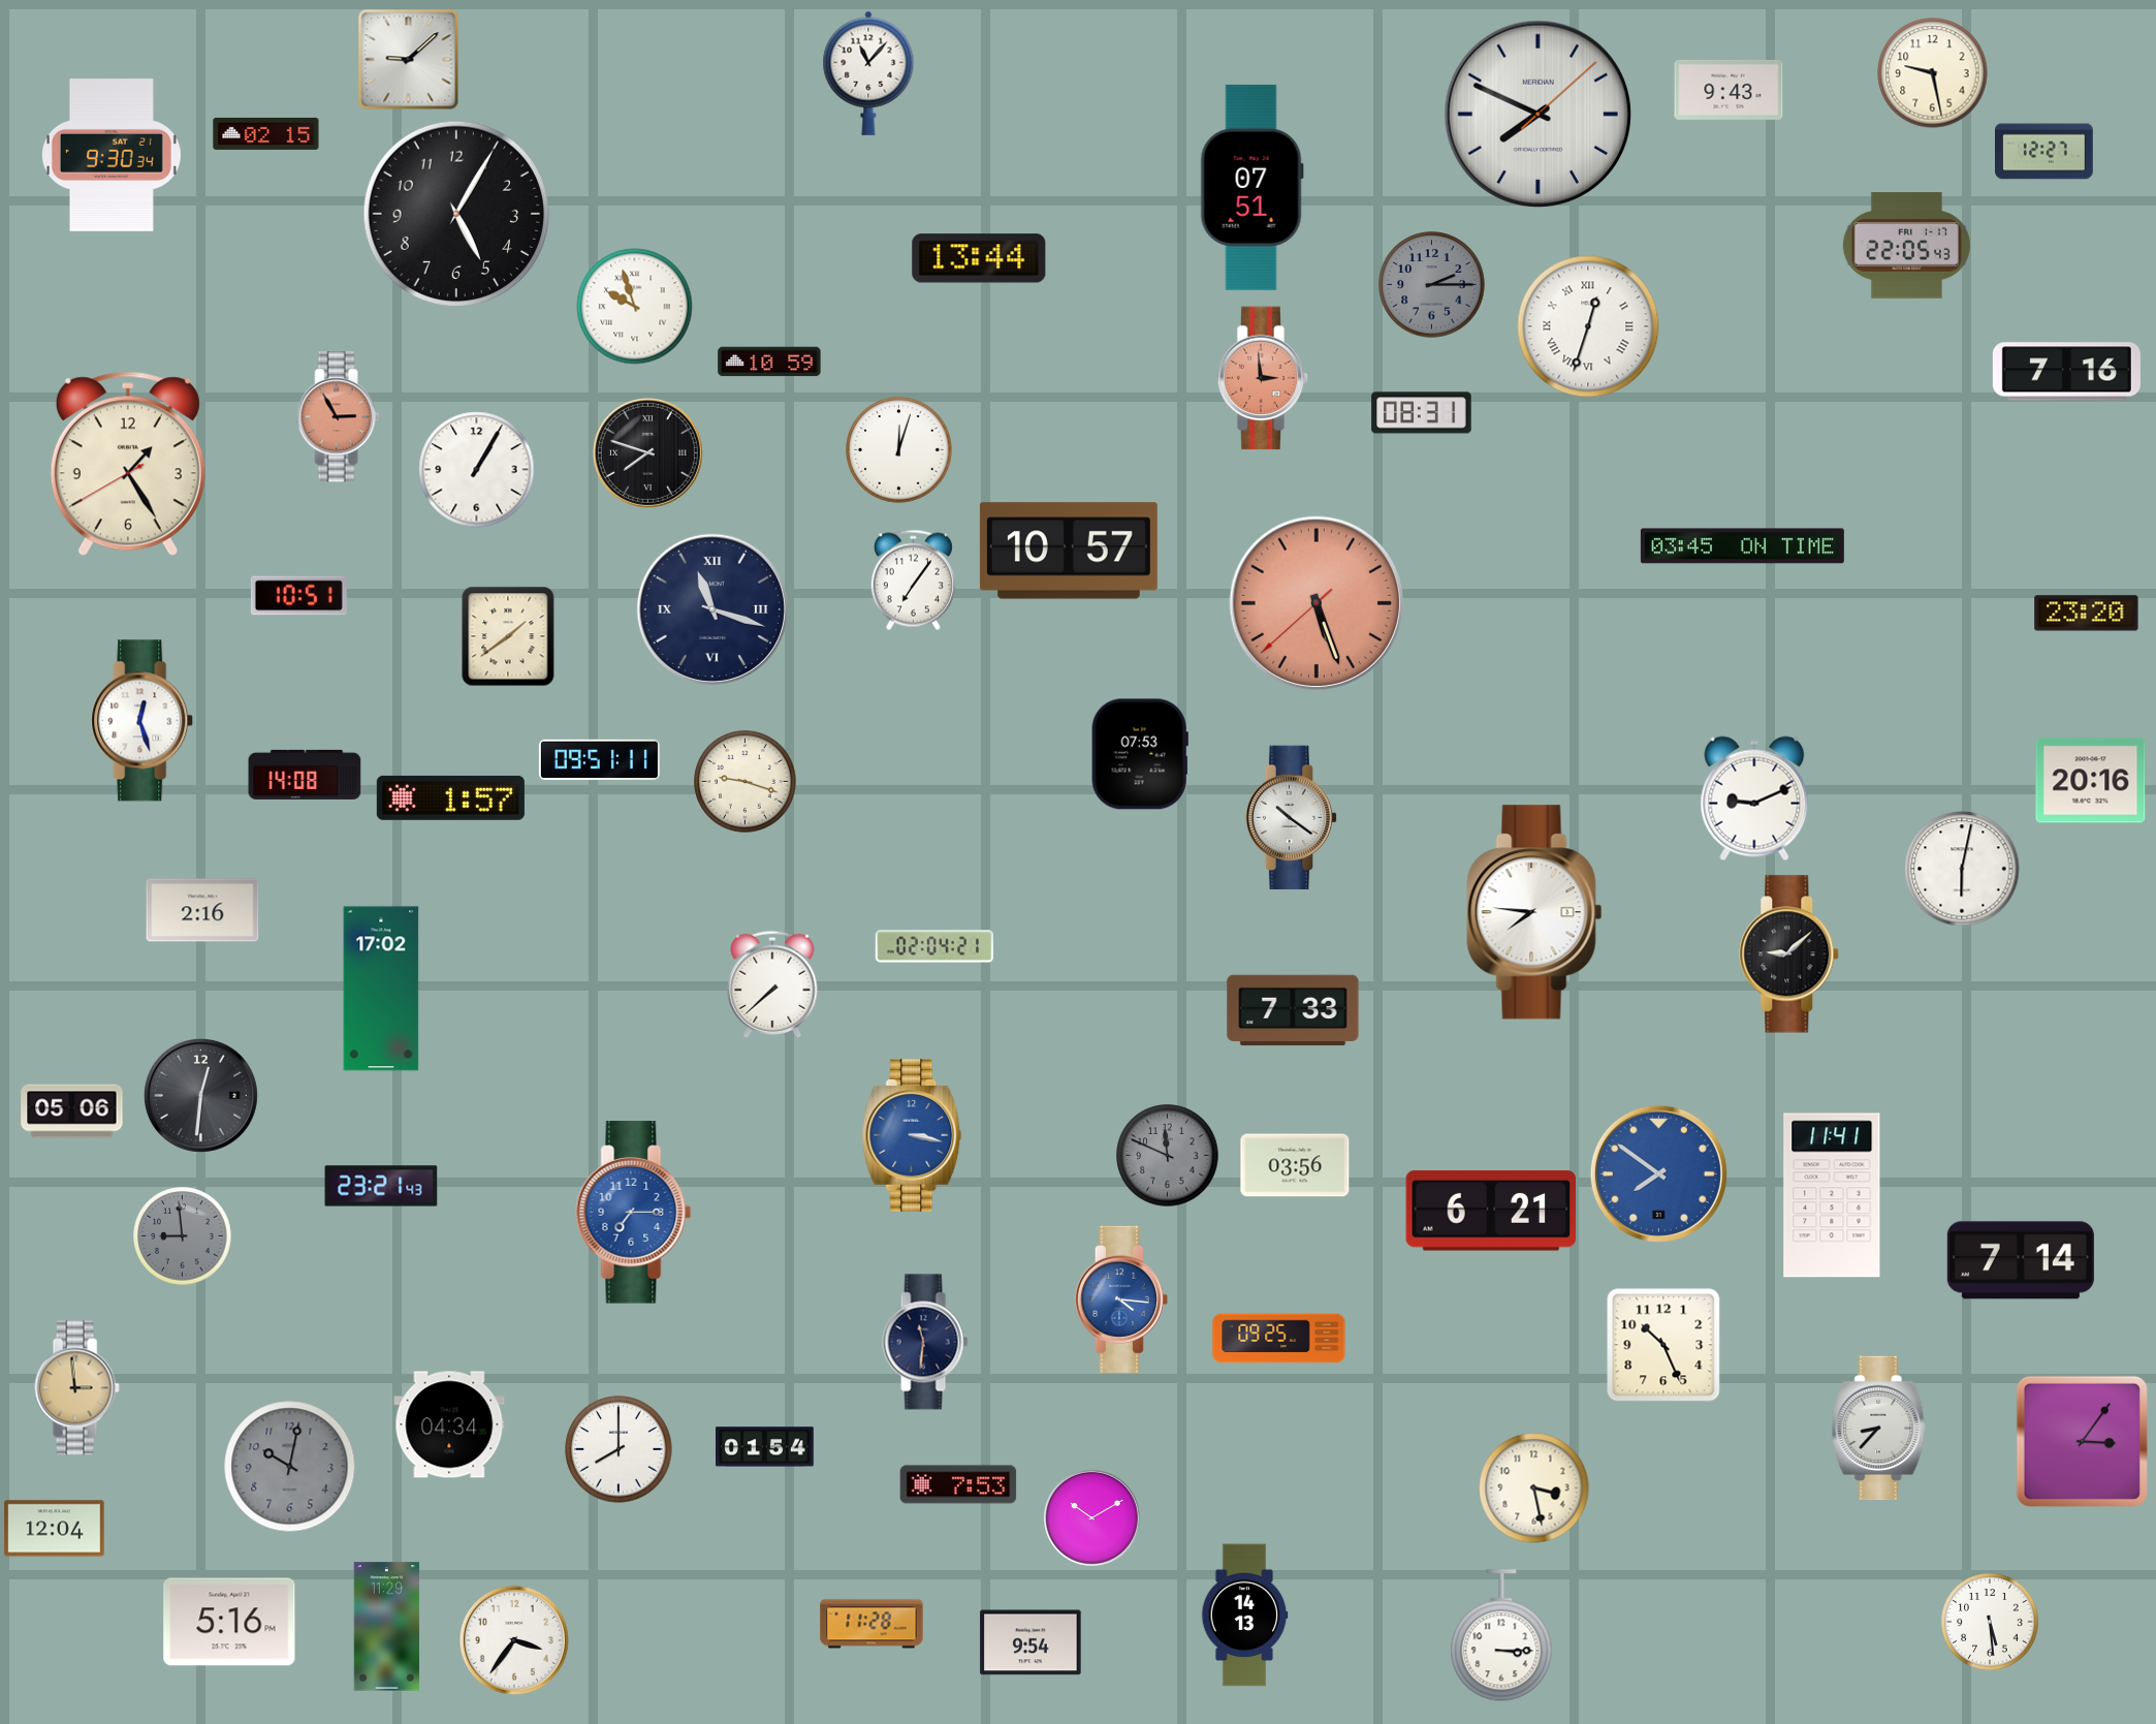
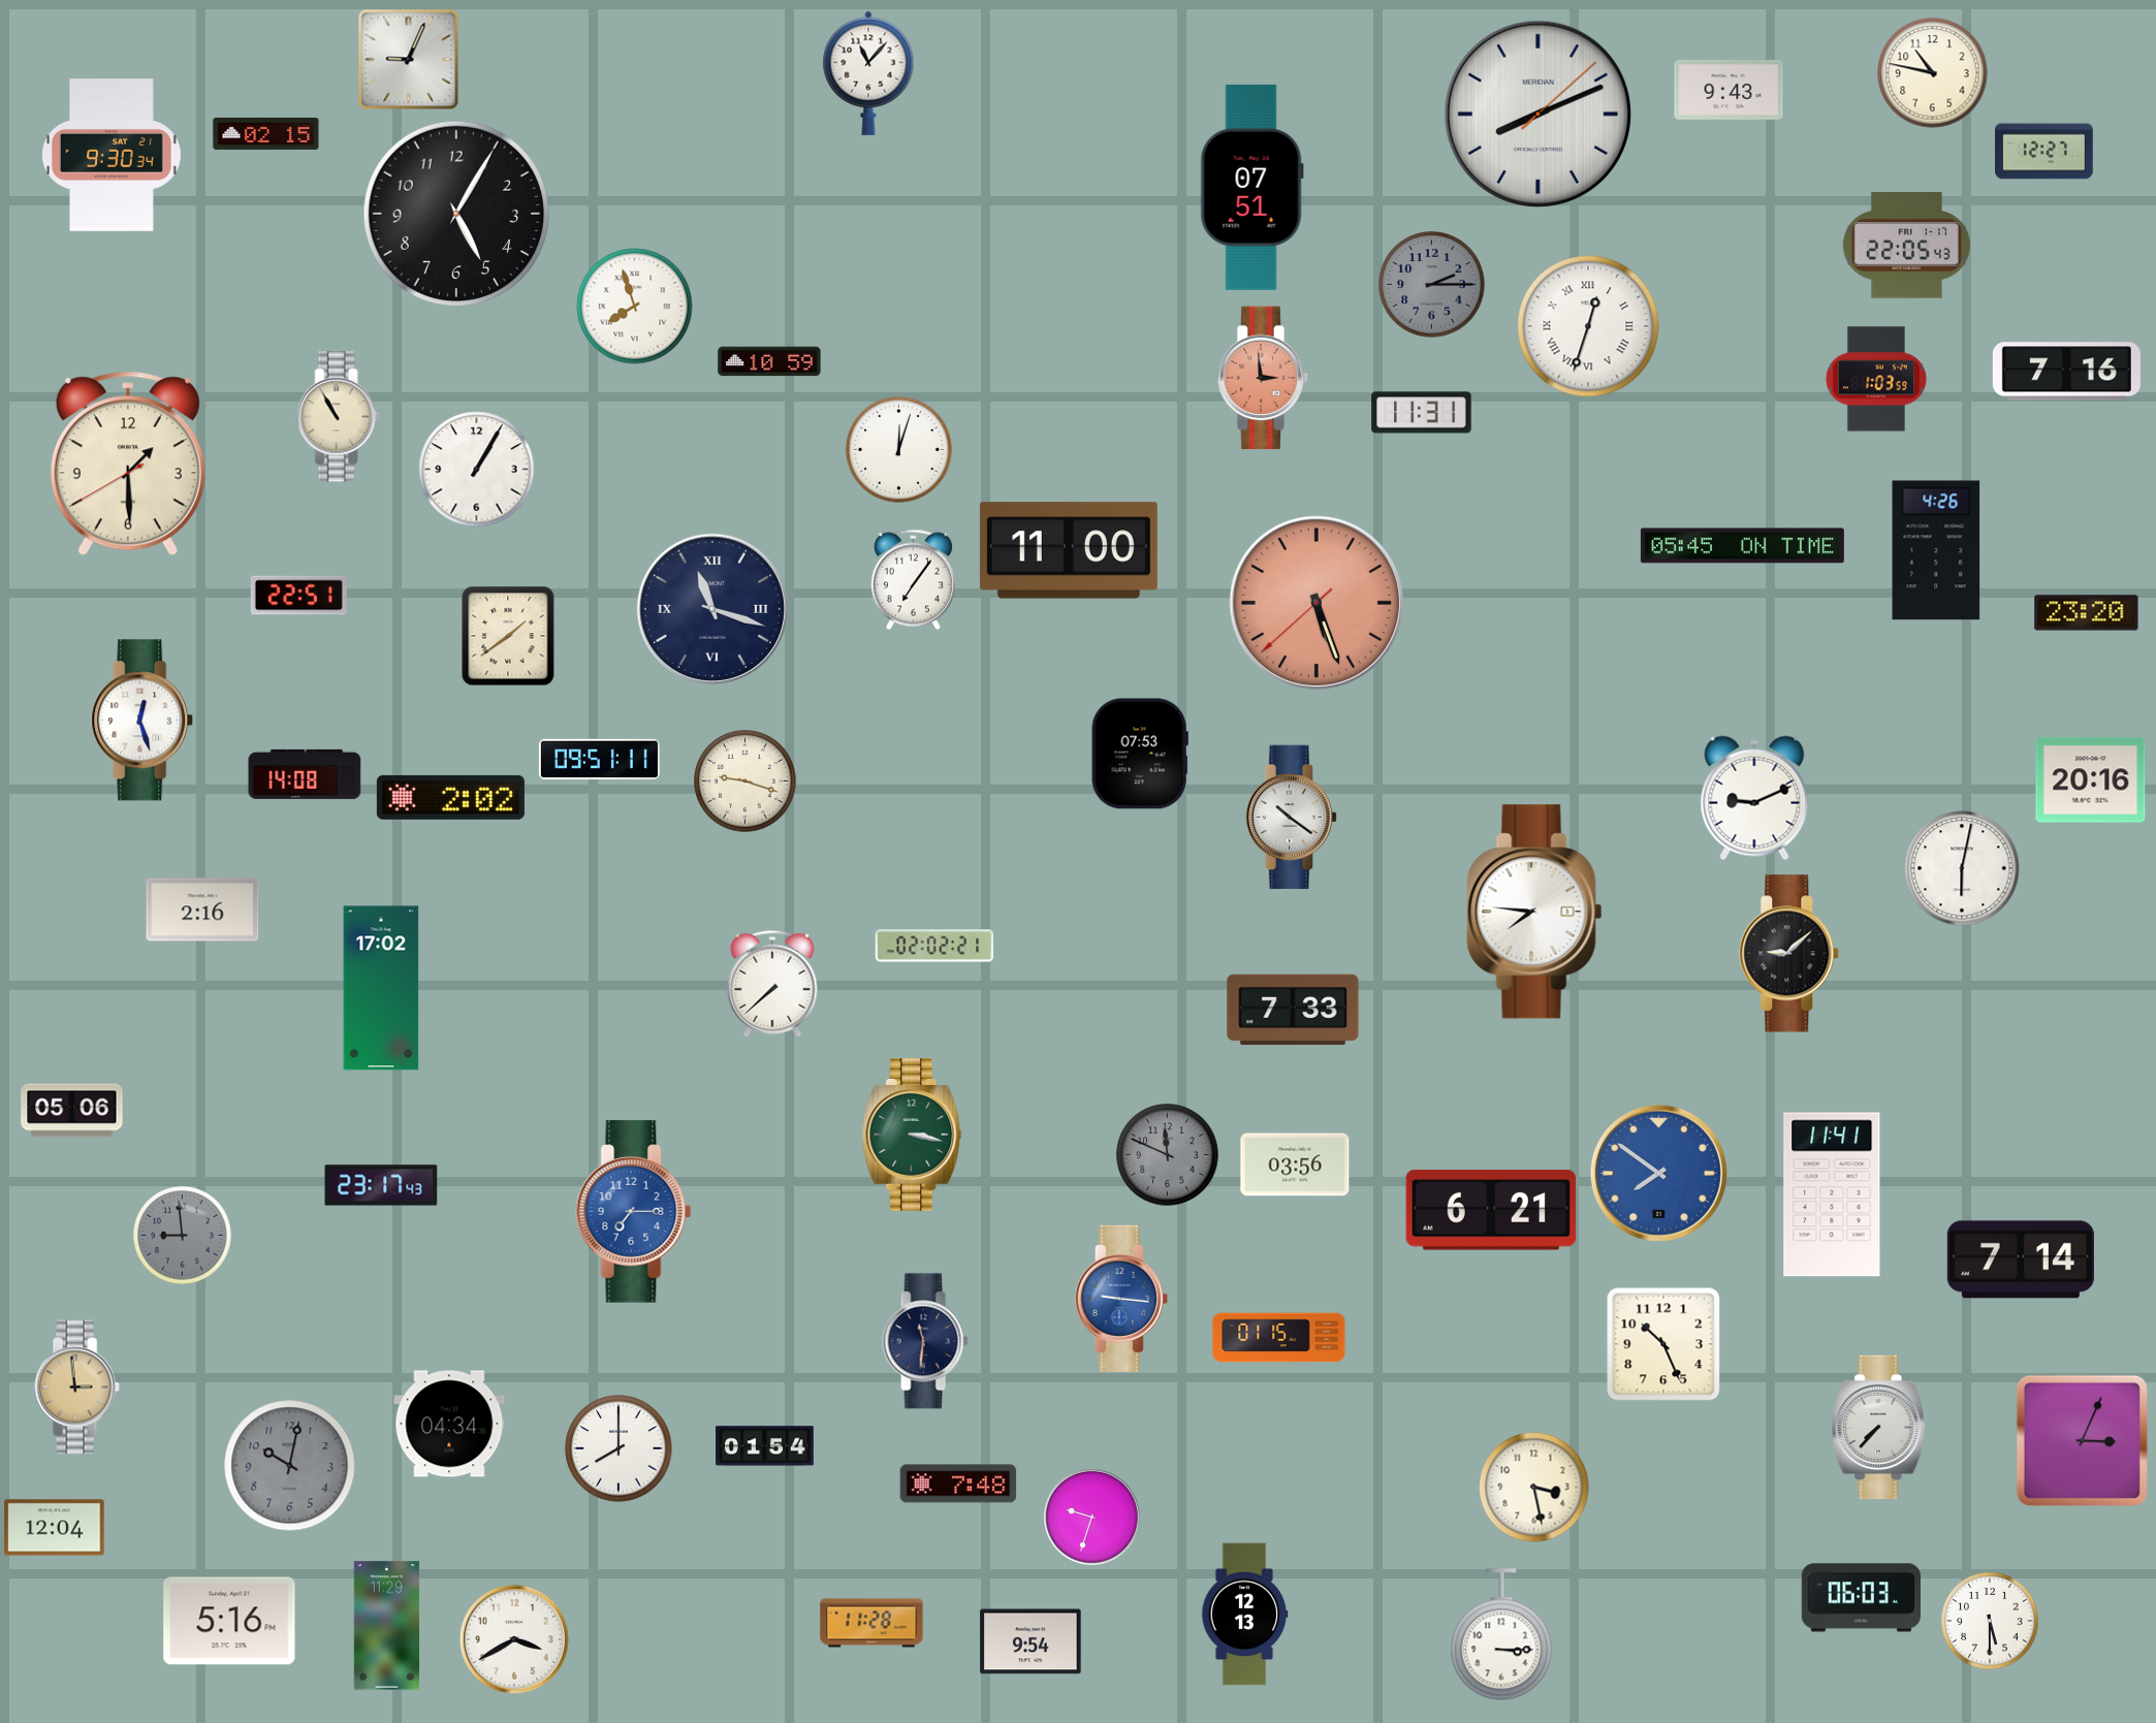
clock at (409, 60): 9:08 -> 9:04
clock at (1933, 73): 9:28 -> 10:47
clock at (1539, 115): 7:49 -> 8:11
clock at (979, 258): 13:44 -> none
clock at (635, 307): 9:57 -> 7:57
clock at (1876, 379): none -> 1:03
clock at (1422, 413): 08:31 -> 11:31
clock at (339, 417): 2:55 -> 10:55
clock at (339, 417) dial: salmon -> cream
clock at (647, 452): 7:48 -> none
clock at (128, 464): 1:24 -> 1:29
clock at (1742, 546): 03:45 -> 05:45
clock at (1069, 551): 10:57 -> 11:00
clock at (1936, 550): none -> 4:26
clock at (298, 596): 10:51 -> 22:51
clock at (450, 797): 1:57 -> 2:02
clock at (933, 946): 02:04 -> 02:02
clock at (200, 1095): 12:31 -> none
clock at (912, 1136) dial: blue -> green
clock at (381, 1186): 23:21 -> 23:17
clock at (1121, 1299): 4:16 -> 9:16
clock at (1279, 1339): 09:25 -> 01:15
clock at (1879, 1429): 8:37 -> 7:37
clock at (2082, 1441): 3:06 -> 3:04
clock at (958, 1484): 7:53 -> 7:48
clock at (1092, 1518): 10:10 -> 9:33
clock at (1861, 1598): none -> 06:03
clock at (1244, 1616): 14:13 -> 12:13
clock at (1990, 1622): 5:29 -> 5:30
clock at (514, 1640): 3:36 -> 3:40
